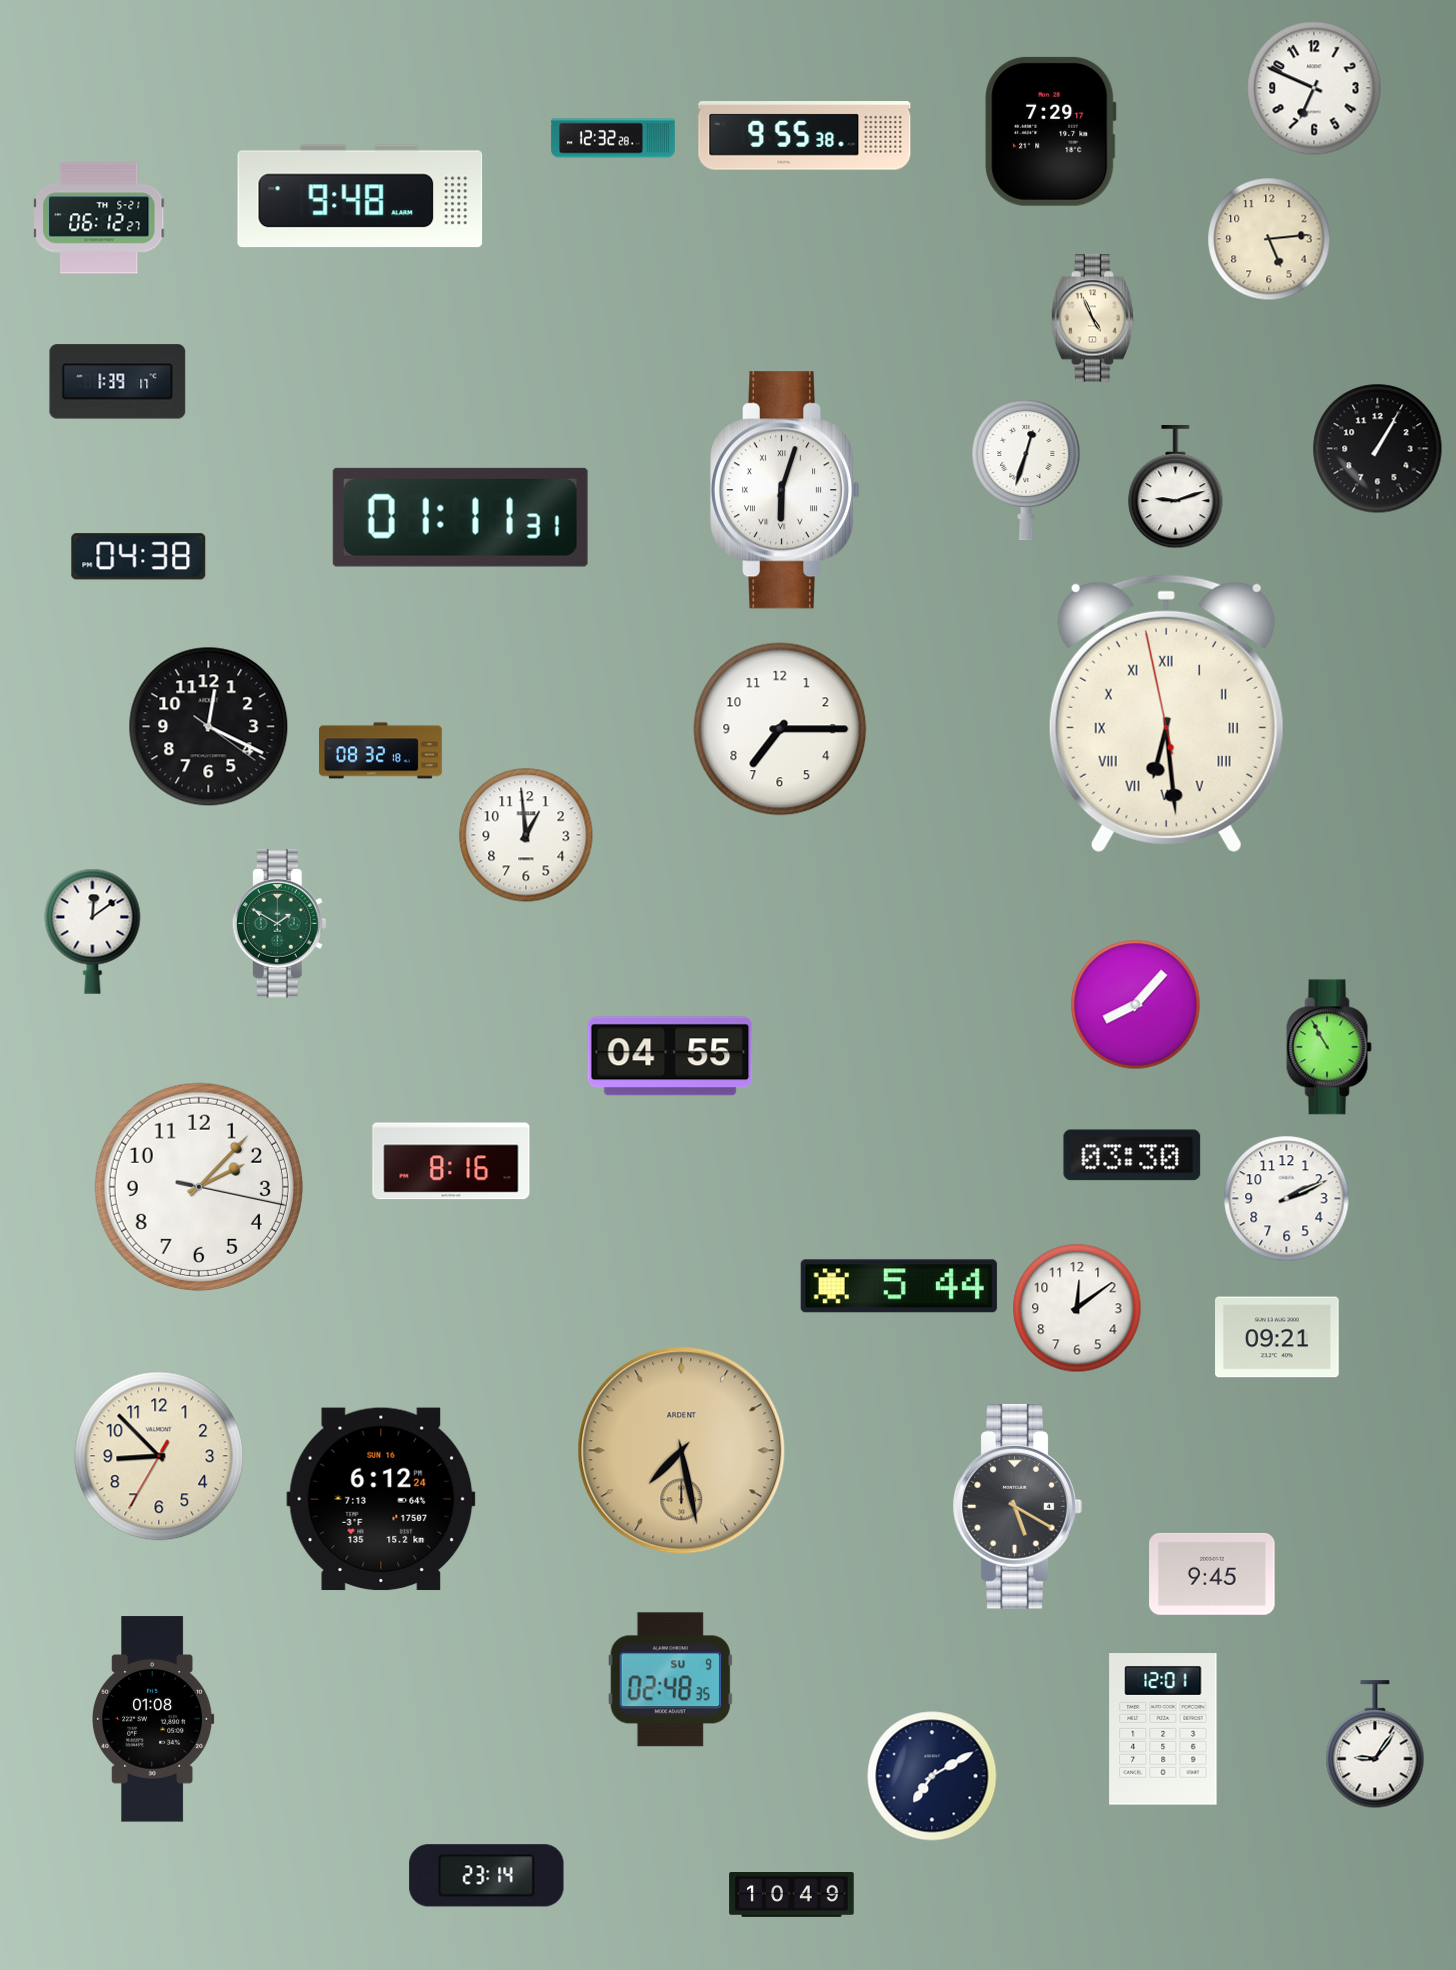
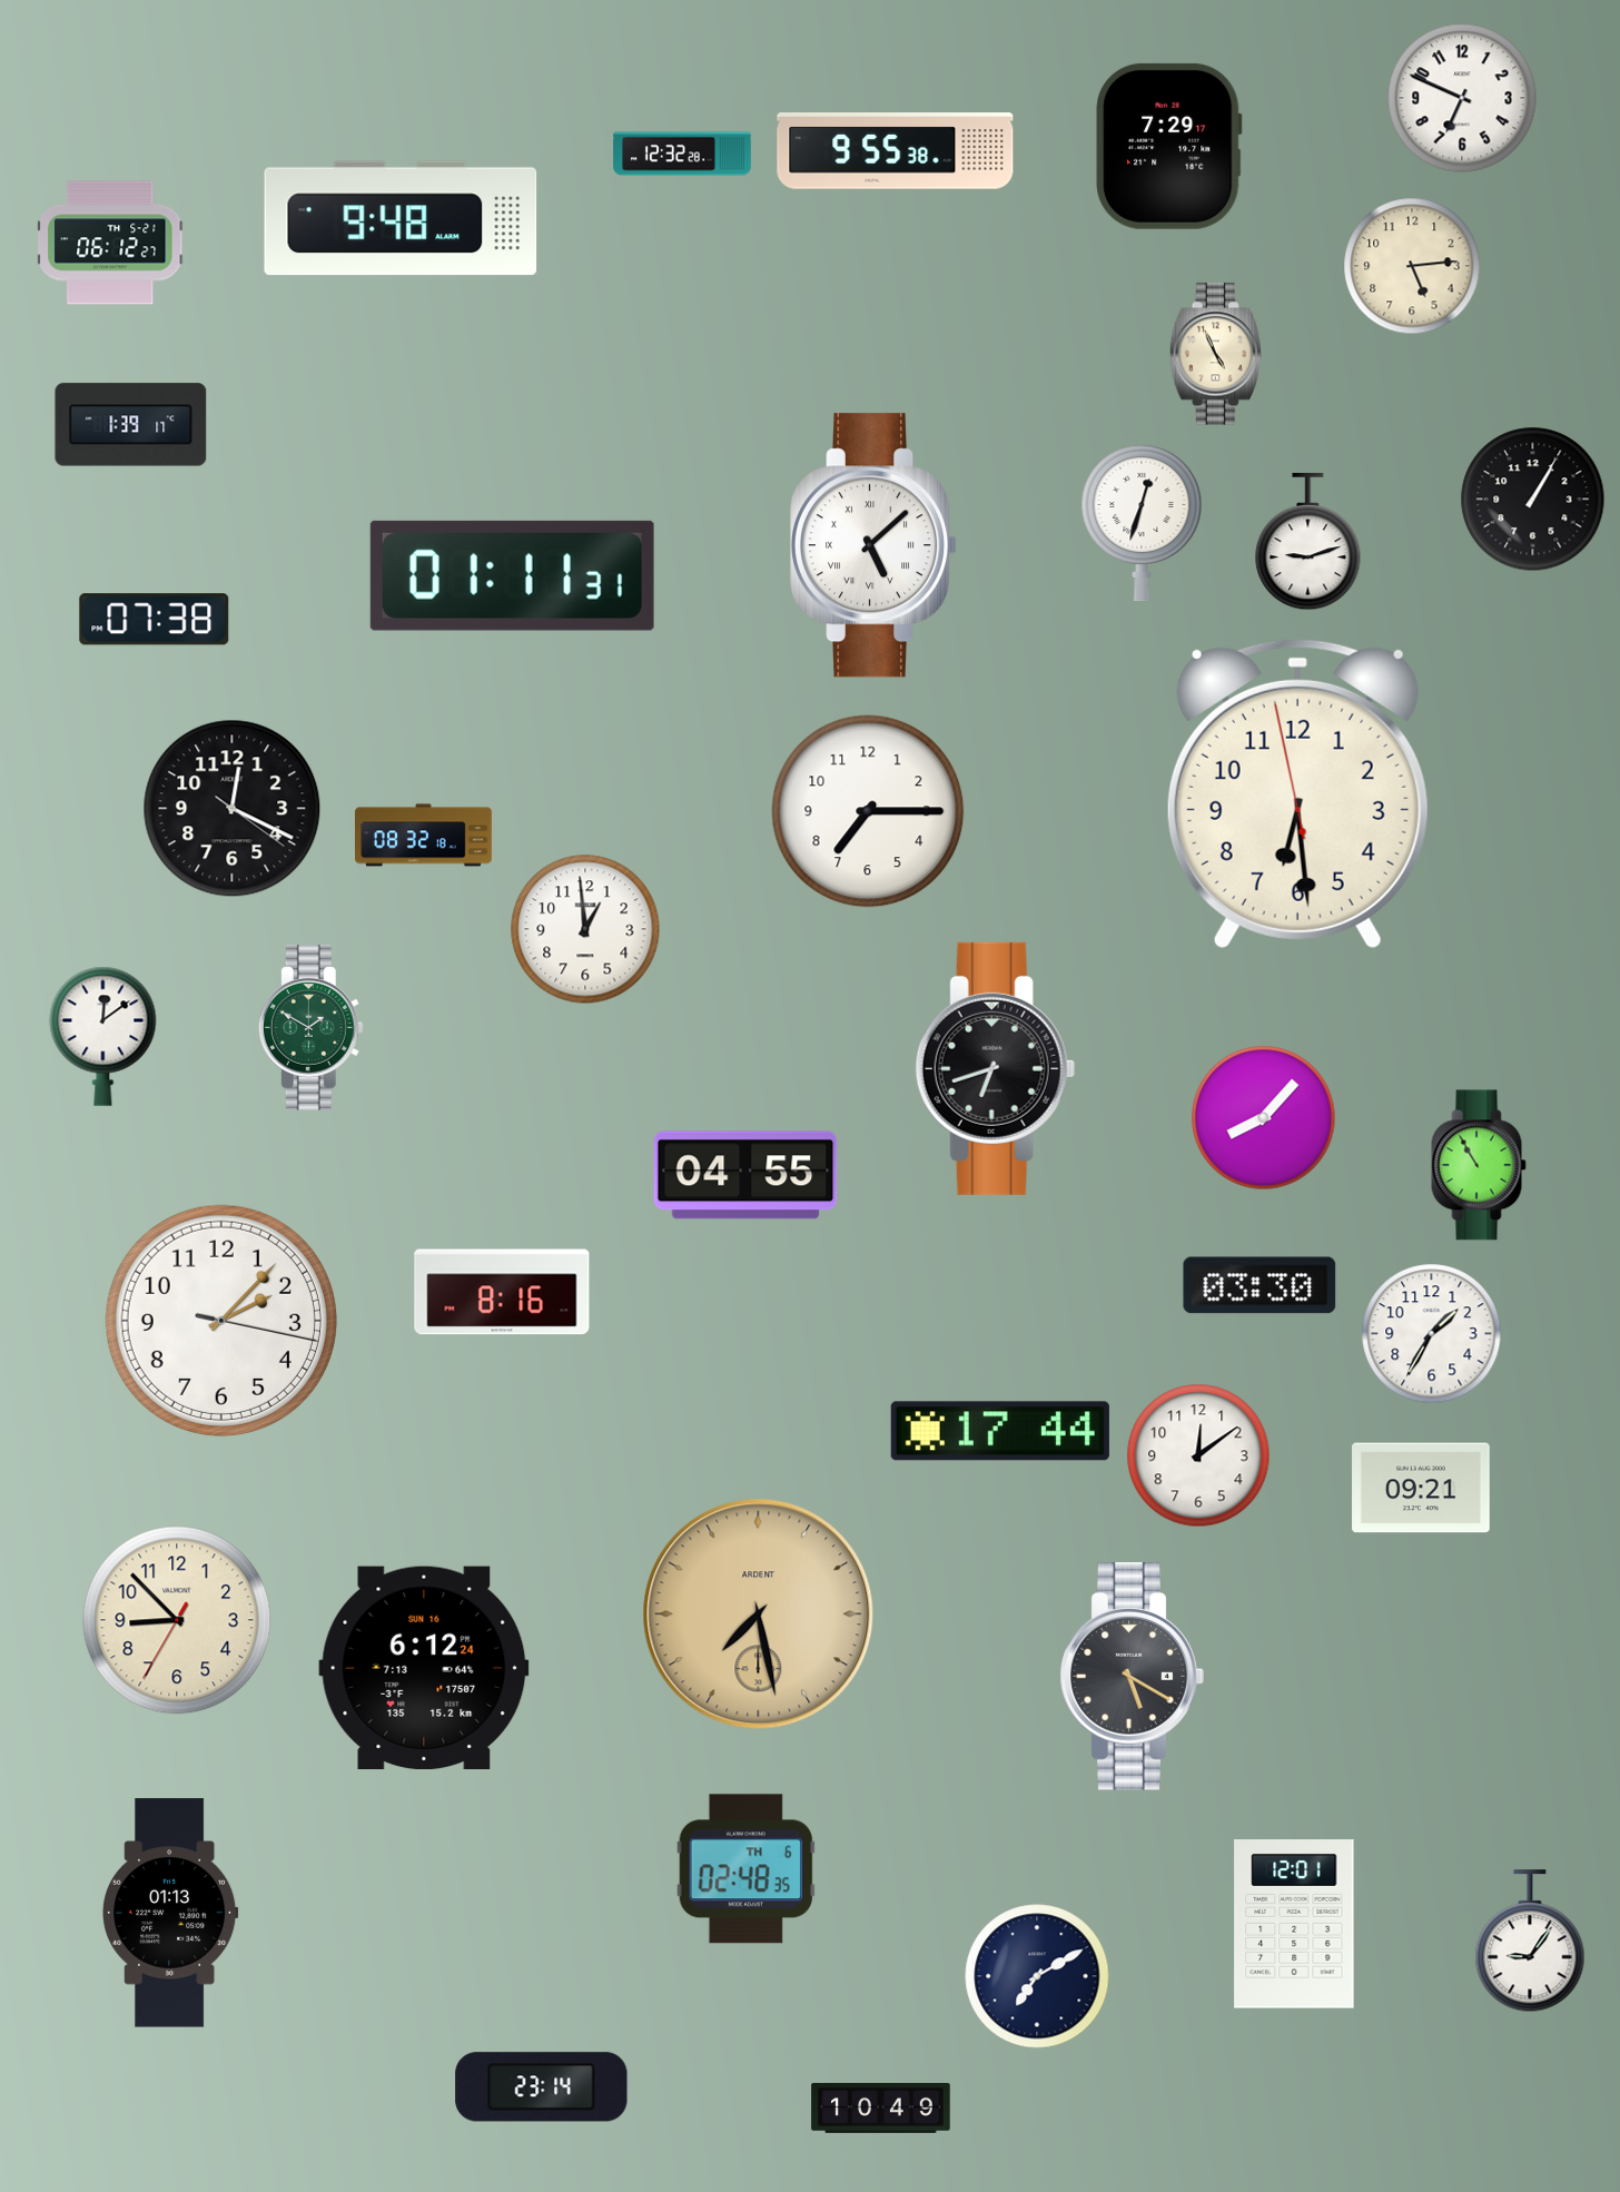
clock at (785, 490): 6:03 -> 5:08
clock at (139, 557): 04:38 -> 07:38
clock at (1166, 713) numerals: Roman -> Arabic
clock at (995, 1068): none -> 6:42
clock at (1287, 1199): 2:11 -> 1:35
clock at (899, 1286): 5:44 -> 17:44
clock at (1212, 1574): 9:45 -> none
clock at (670, 1680) date: SU 9 -> TH 6
clock at (154, 1719): 01:08 -> 01:13
